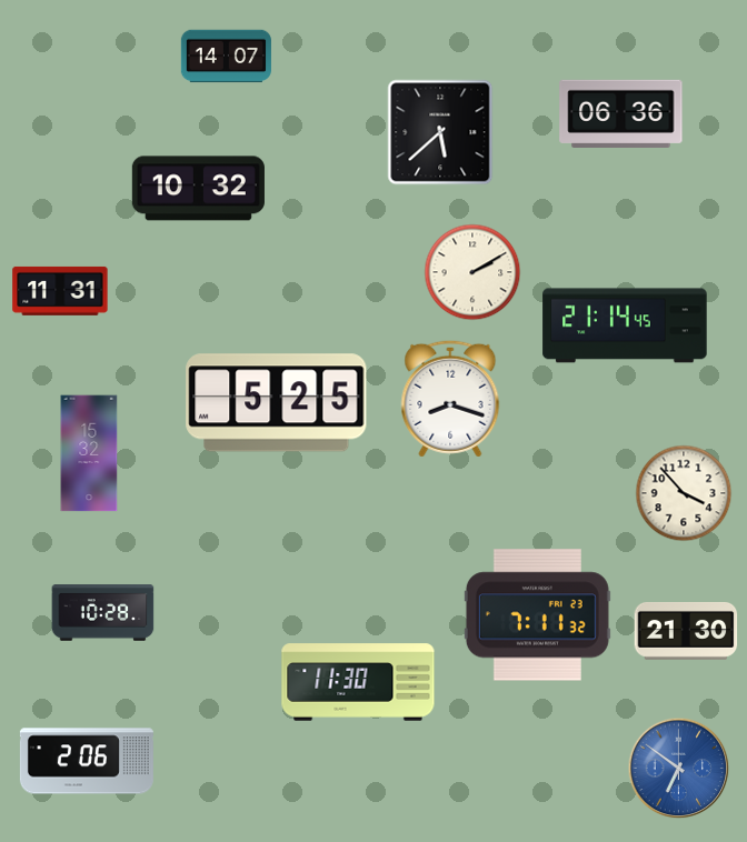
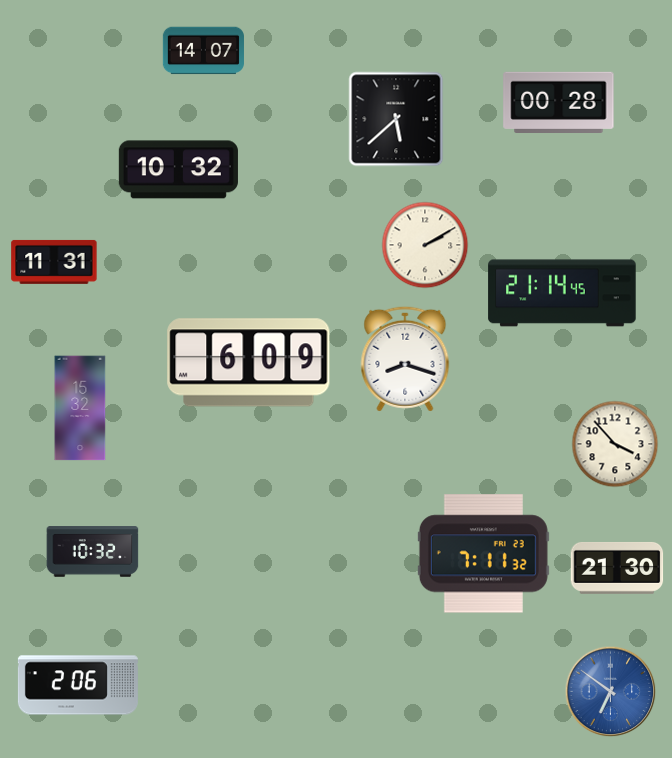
clock at (621, 114): 06:36 -> 00:28
clock at (277, 403): 5:25 -> 6:09
clock at (103, 613): 10:28 -> 10:32
clock at (358, 682): 11:30 -> none
